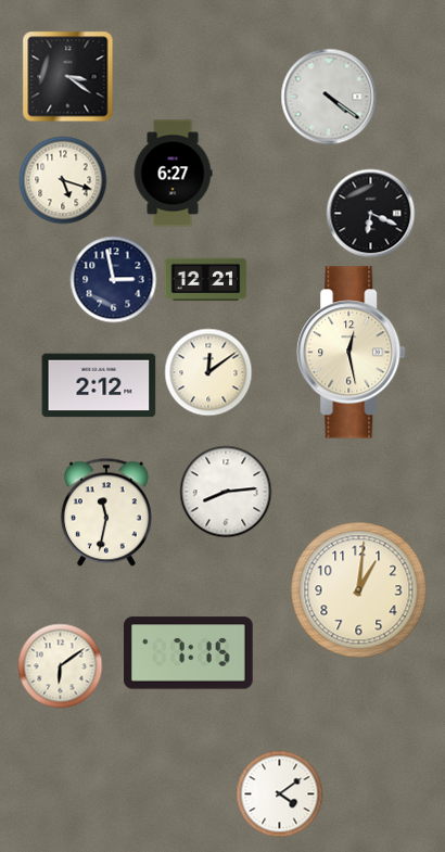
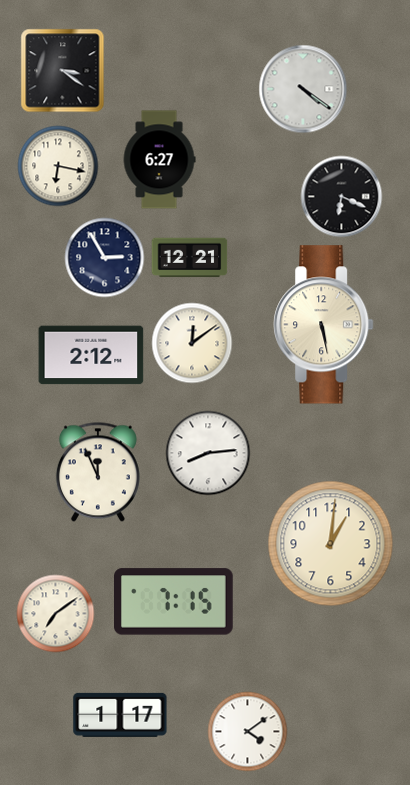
clock at (63, 180): 5:18 -> 6:17
clock at (114, 280): 2:58 -> 2:55
clock at (352, 353): 12:28 -> 5:28
clock at (106, 512): 11:32 -> 11:56
clock at (61, 666): 6:09 -> 7:09
clock at (120, 715): none -> 1:17
clock at (280, 794) position: (280, 794) -> (248, 732)
